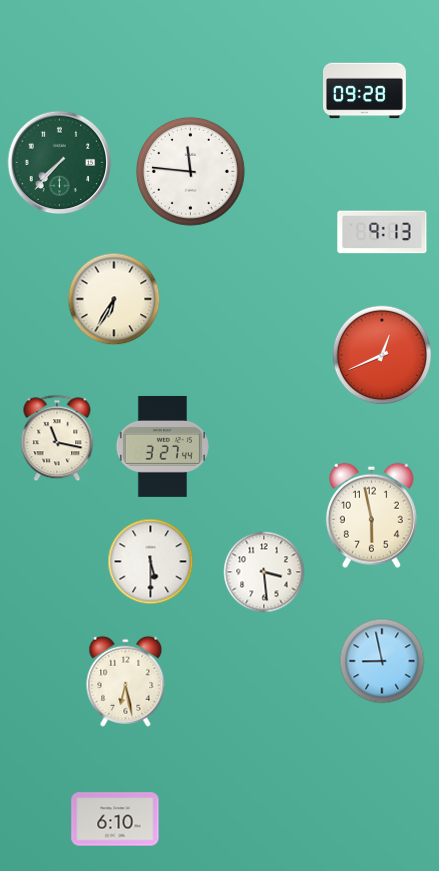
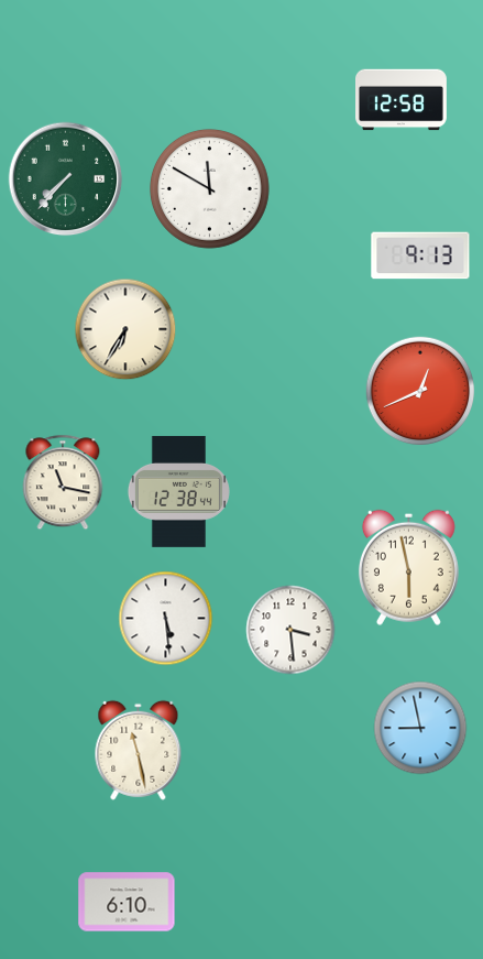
clock at (365, 91): 09:28 -> 12:58
clock at (190, 171): 11:46 -> 11:50
clock at (162, 446): 3:27 -> 12:38
clock at (151, 562): 5:30 -> 5:29
clock at (126, 681): 6:28 -> 11:28
